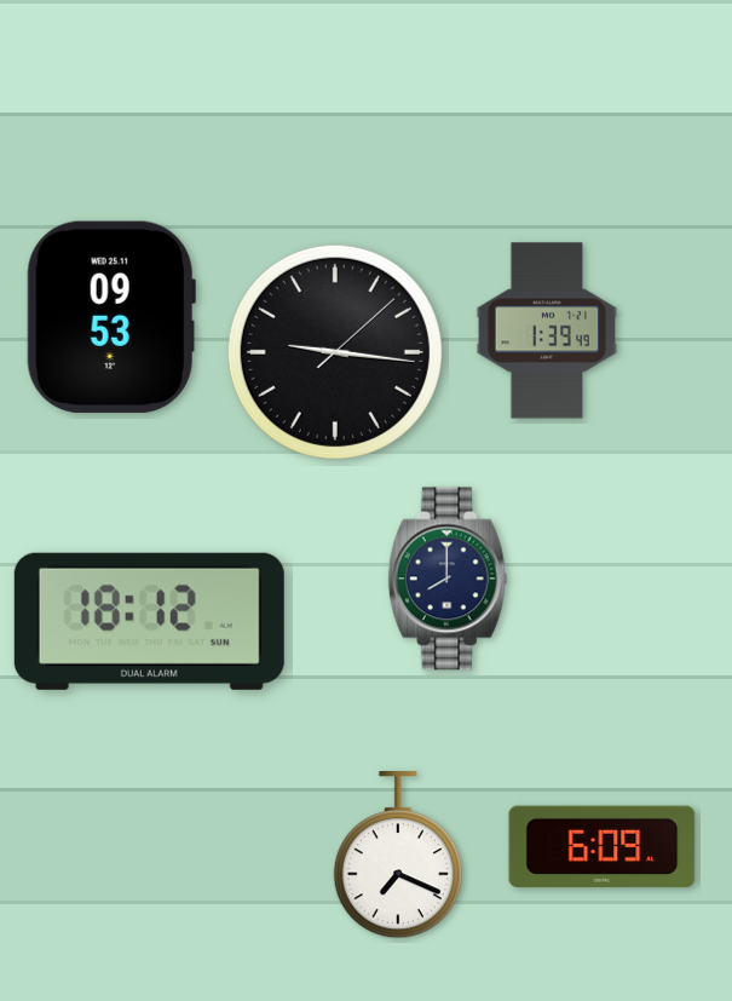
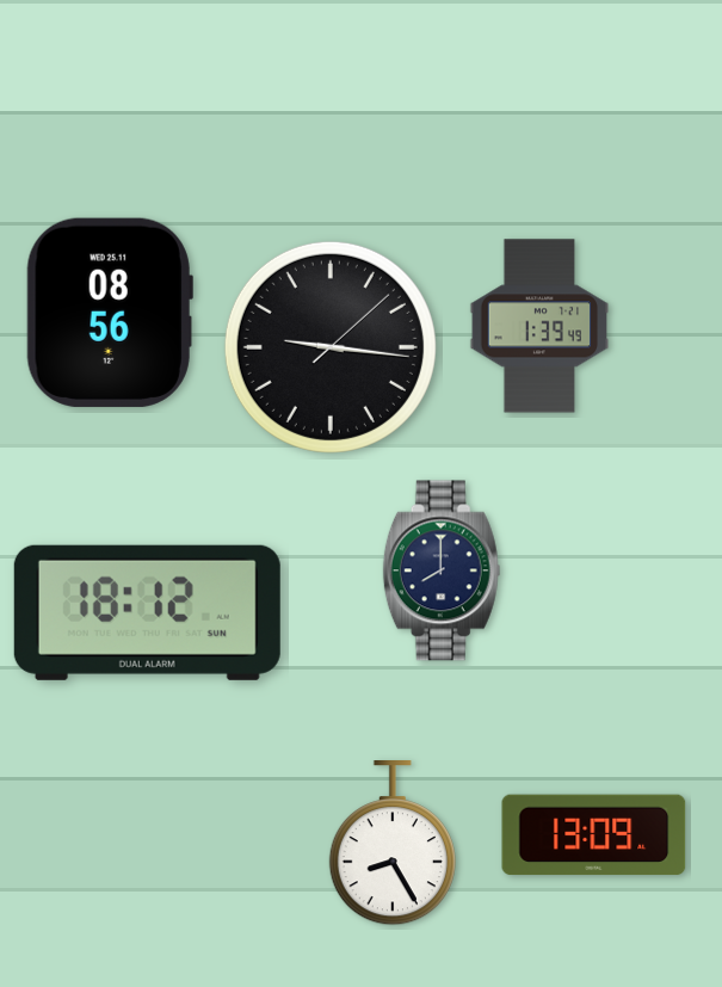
clock at (111, 317): 09:53 -> 08:56
clock at (603, 847): 6:09 -> 13:09
clock at (398, 856): 7:19 -> 8:25
